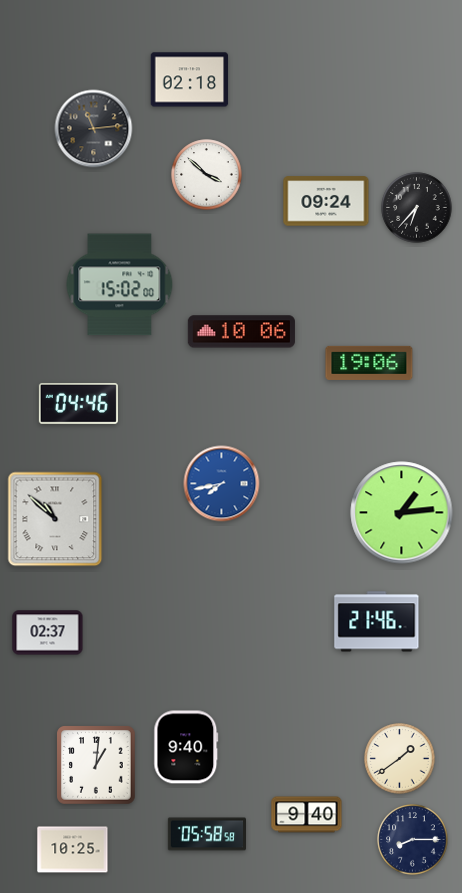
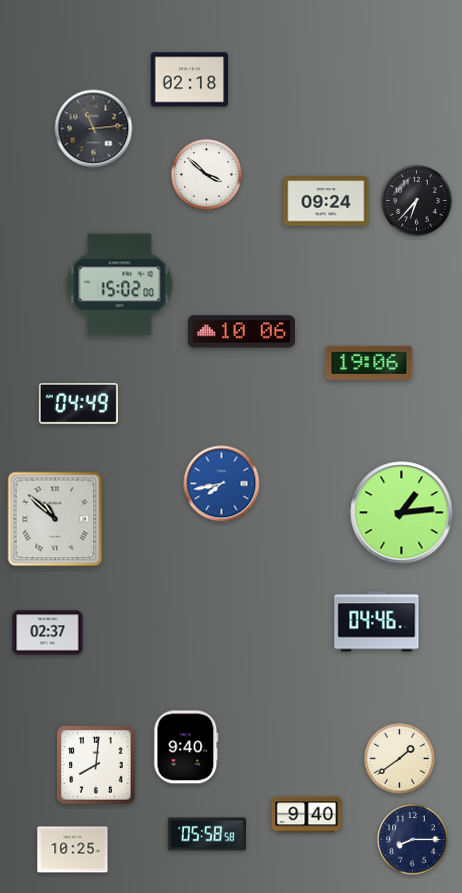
clock at (417, 208) position: (417, 208) -> (417, 201)
clock at (78, 403): 04:46 -> 04:49
clock at (377, 622): 21:46 -> 04:46
clock at (96, 765): 1:01 -> 8:01
